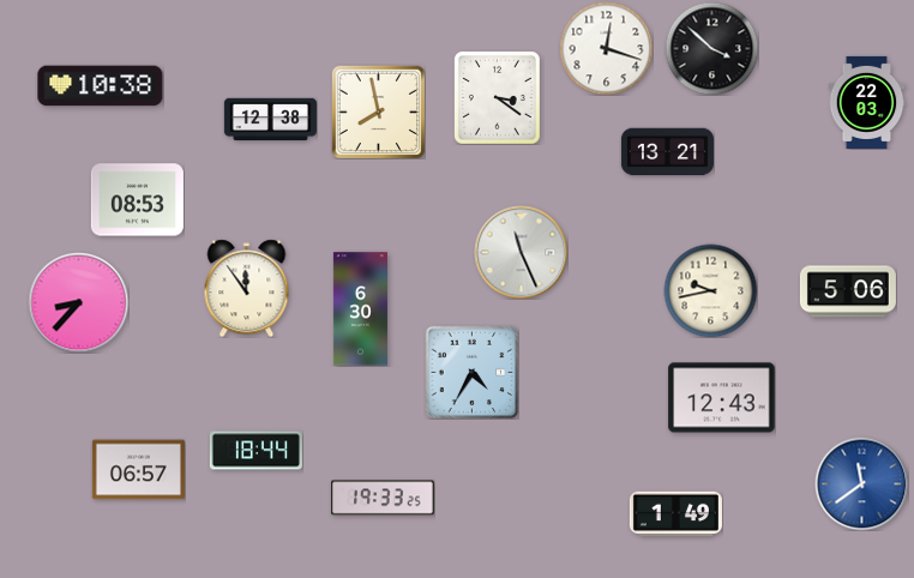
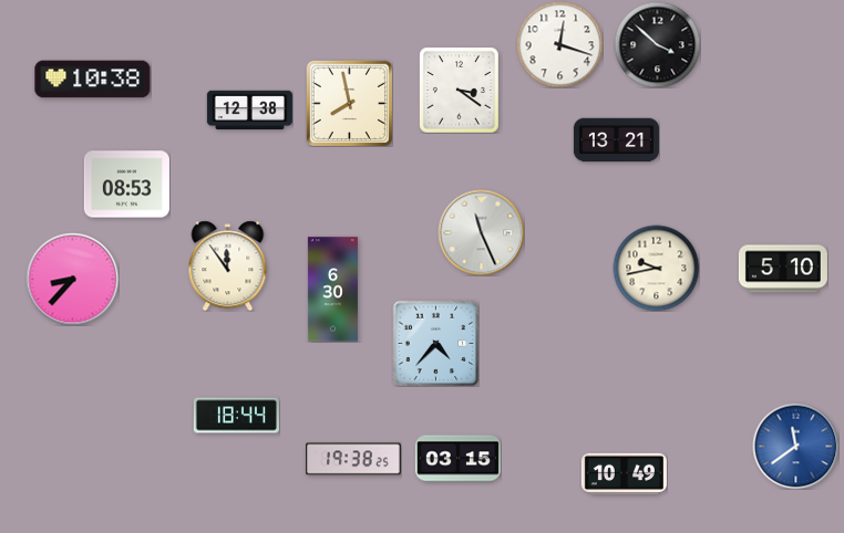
clock at (867, 102): 22:03 -> none
clock at (848, 291): 5:06 -> 5:10
clock at (360, 309) position: (360, 309) -> (332, 290)
clock at (471, 372): 4:35 -> 4:37
clock at (722, 398): 12:43 -> none
clock at (138, 470): 06:57 -> none
clock at (383, 498): 19:33 -> 19:38
clock at (457, 459): none -> 03:15
clock at (675, 513): 1:49 -> 10:49
